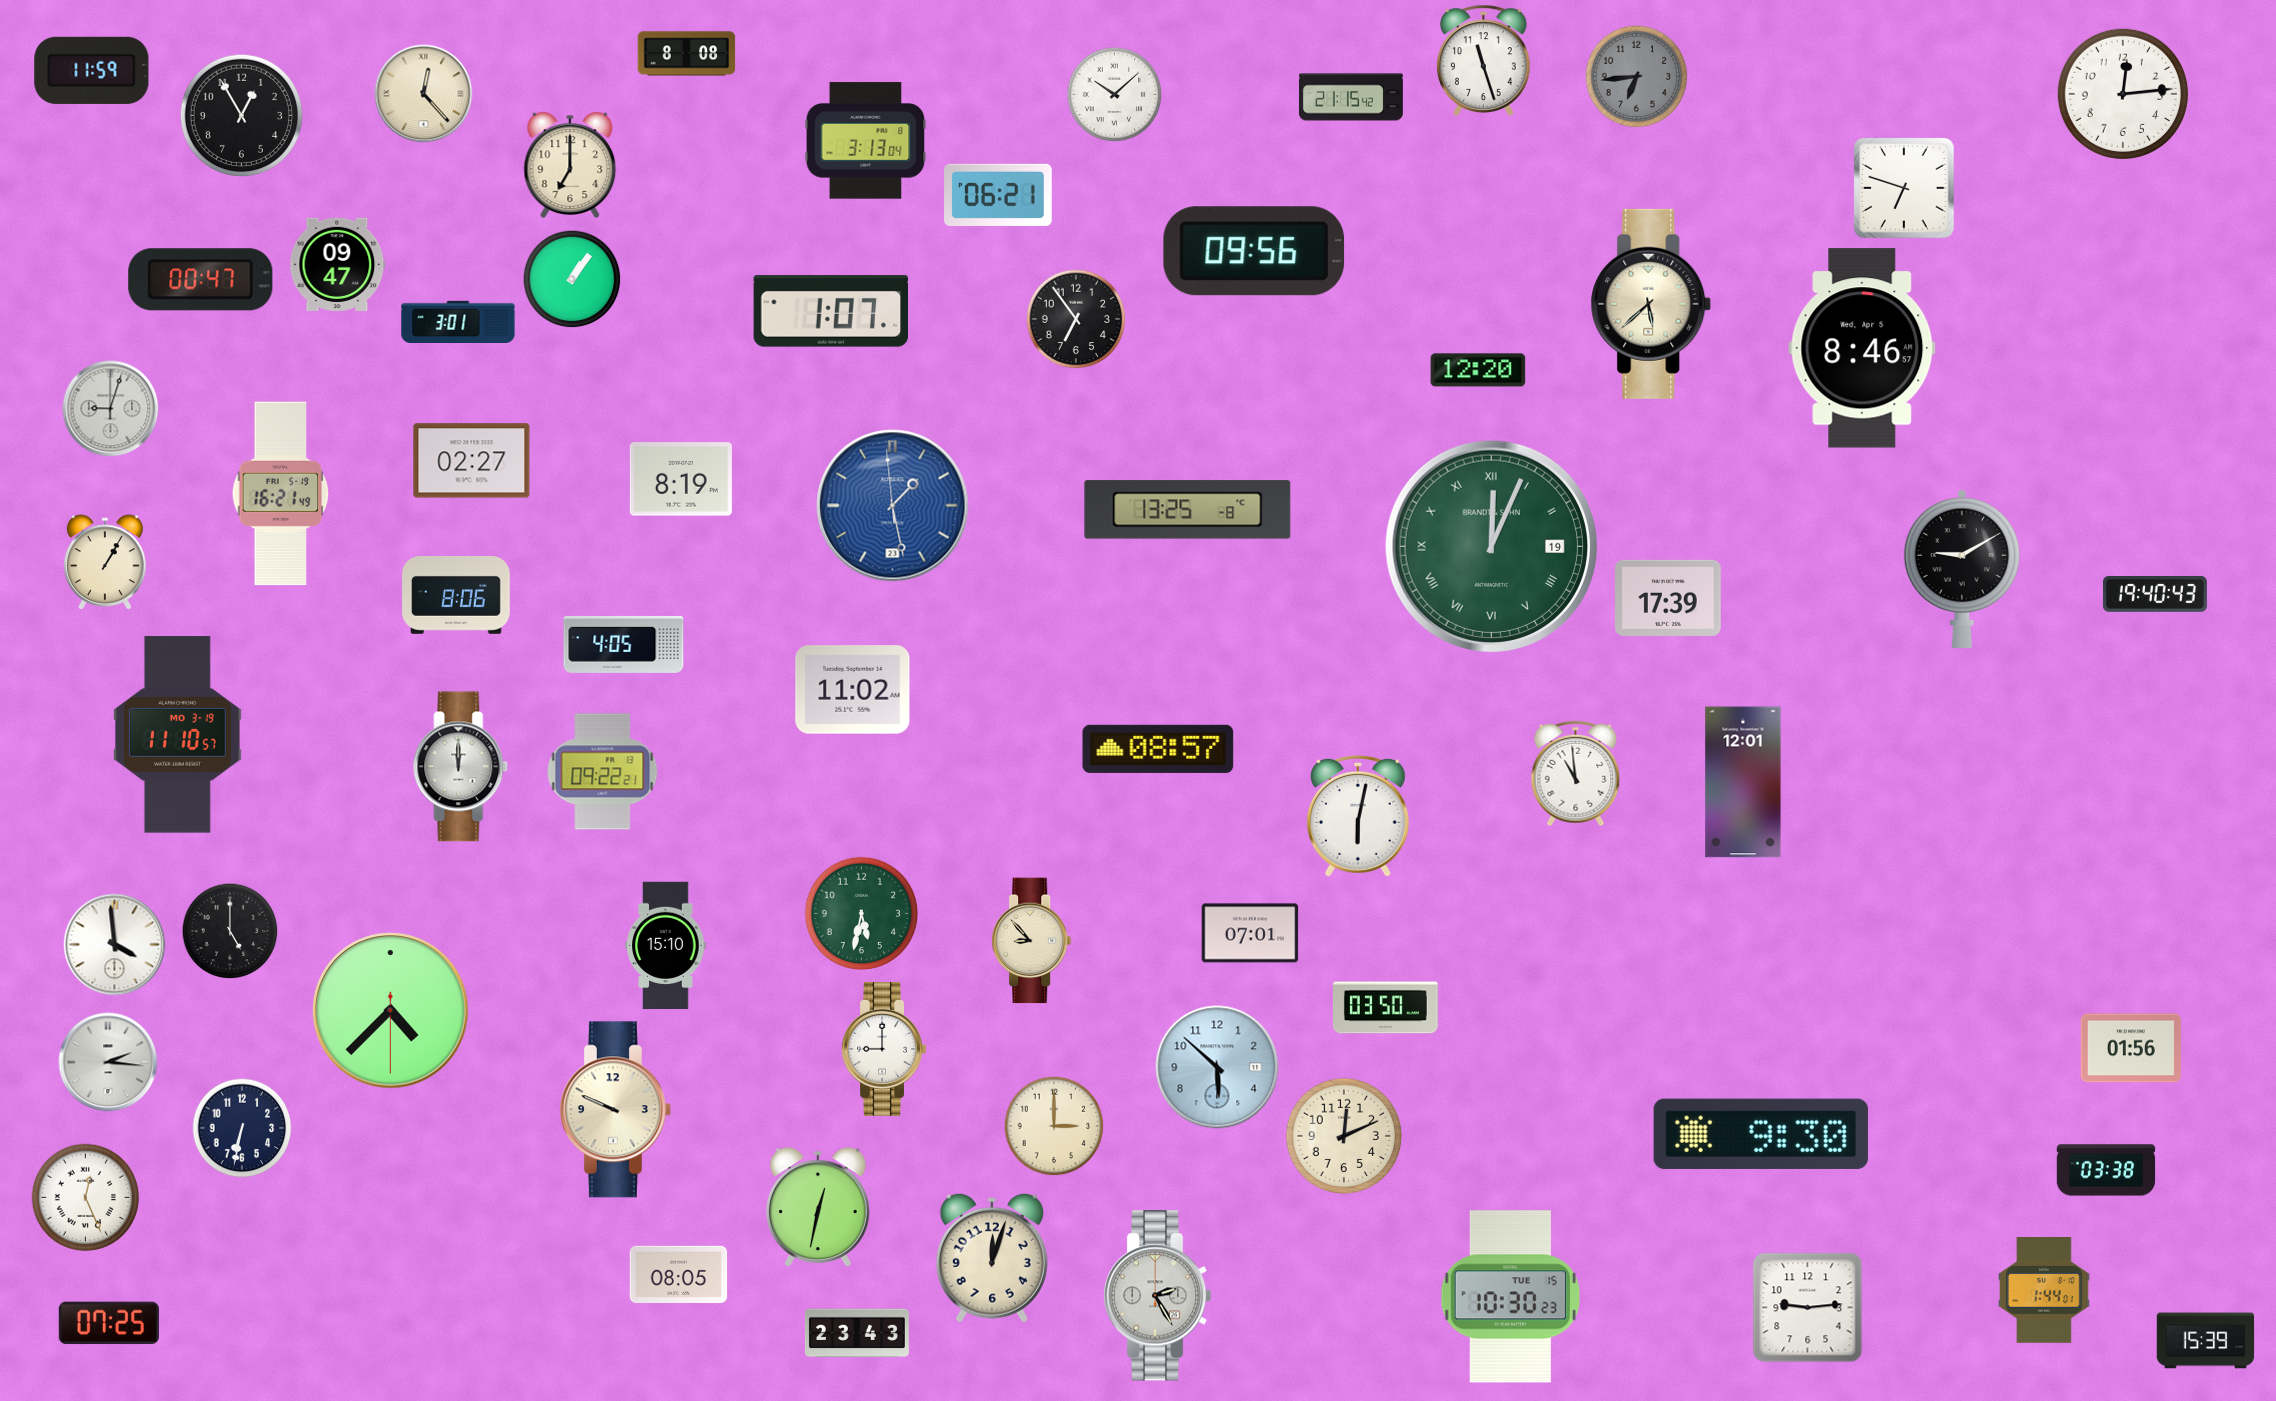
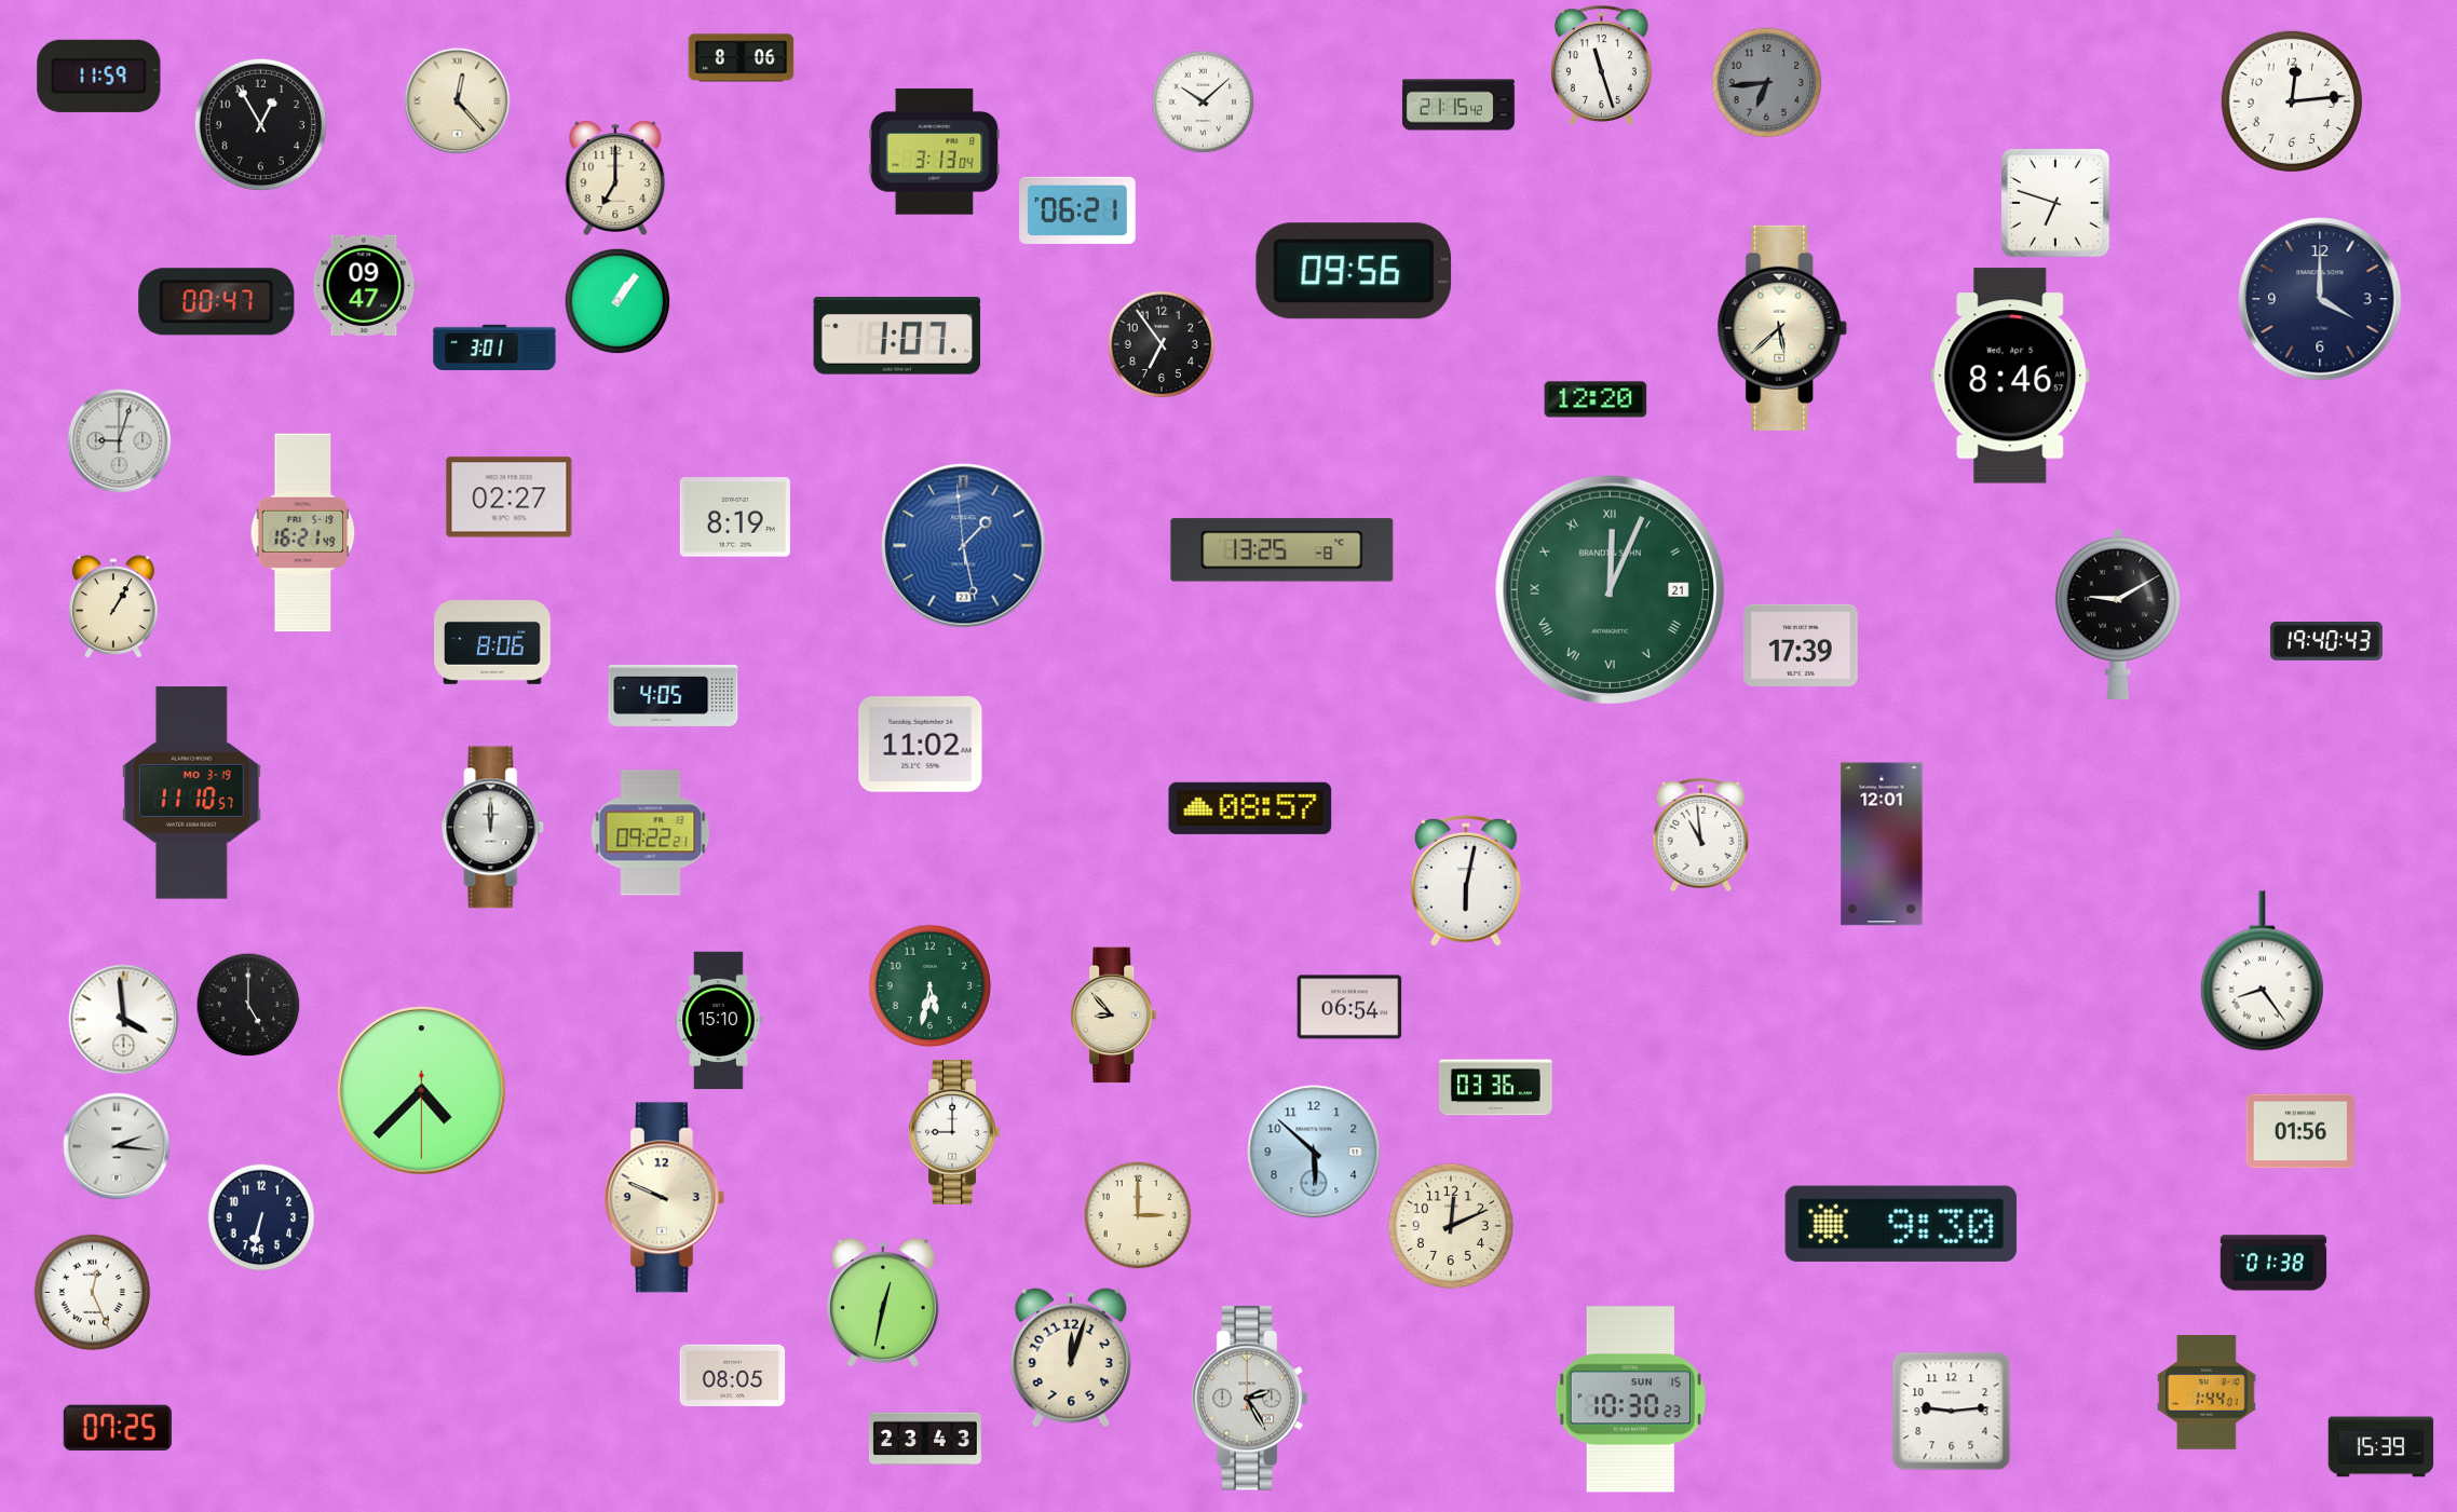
clock at (687, 54): 8:08 -> 8:06
clock at (2320, 299): none -> 4:00
clock at (1491, 546) date: 19 -> 21
clock at (461, 767) position: (461, 767) -> (493, 828)
clock at (2262, 971): none -> 8:24
clock at (1250, 933): 07:01 -> 06:54
clock at (1385, 1008): 03:50 -> 03:36
clock at (2106, 1170): 03:38 -> 01:38
clock at (1510, 1297) date: TUE 15 -> SUN 15
